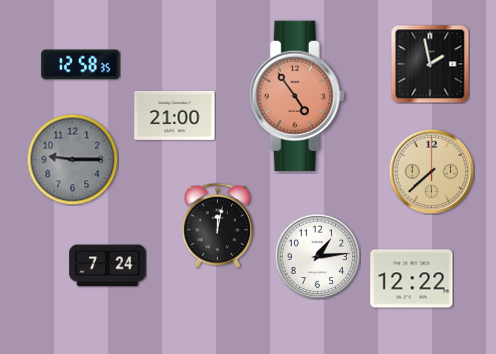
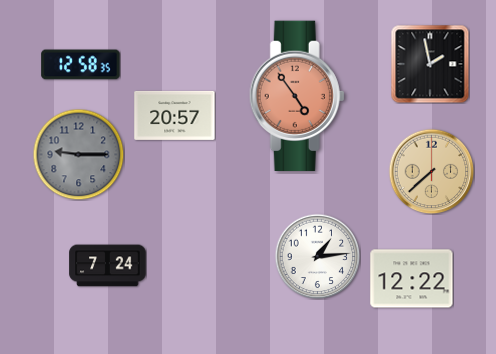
clock at (175, 115): 21:00 -> 20:57
clock at (72, 159) position: (72, 159) -> (78, 154)
clock at (217, 225): 12:02 -> none
